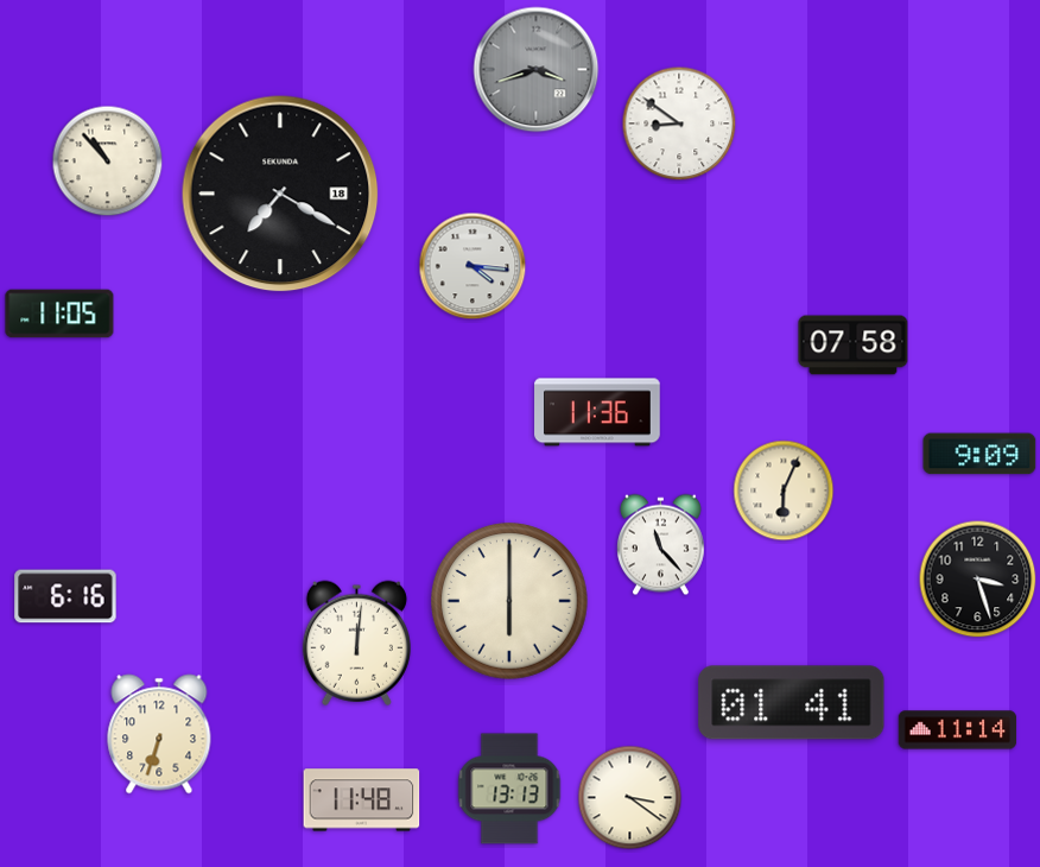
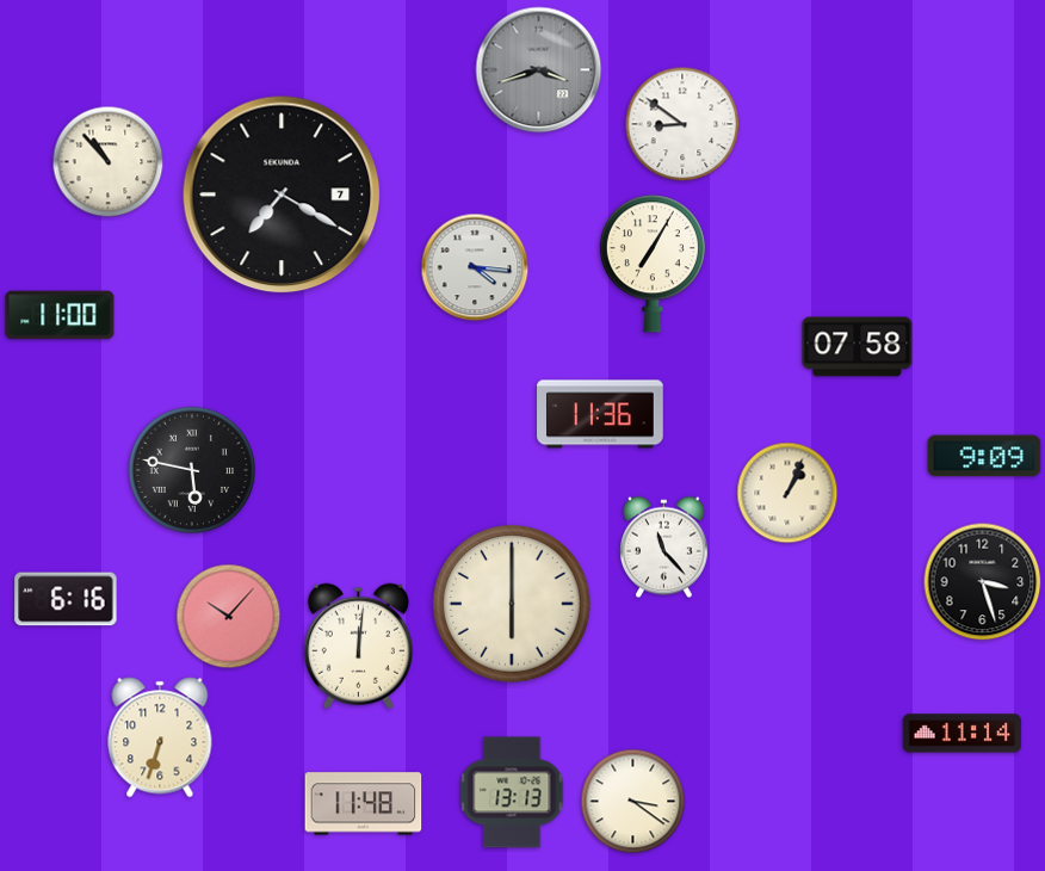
clock at (280, 194) date: 18 -> 7
clock at (653, 264): none -> 7:05
clock at (59, 314): 11:05 -> 11:00
clock at (192, 470): none -> 5:47
clock at (784, 491): 6:04 -> 1:04
clock at (229, 617): none -> 10:07
clock at (792, 703): 01:41 -> none
